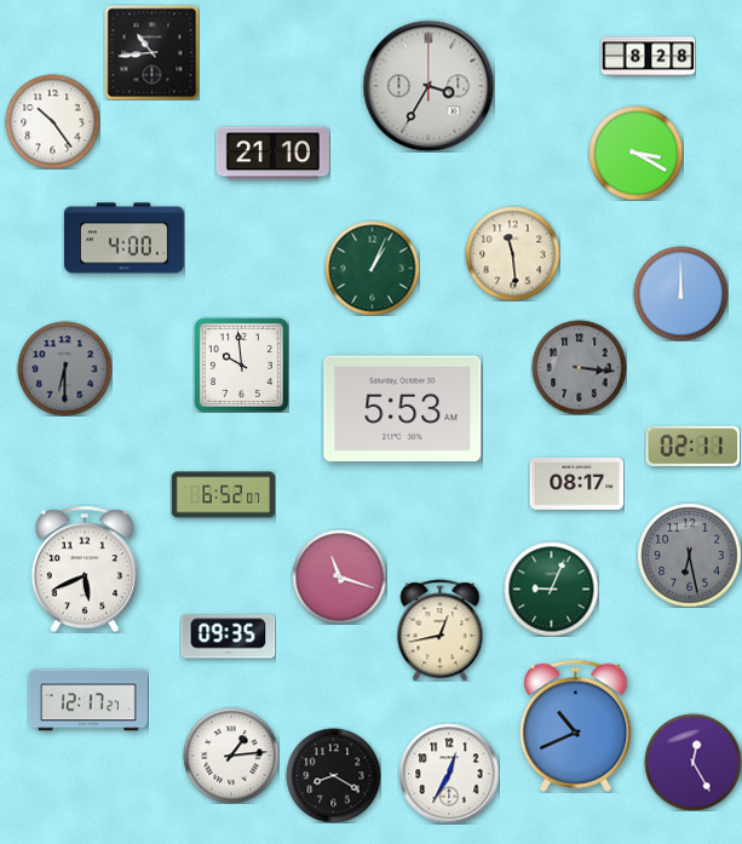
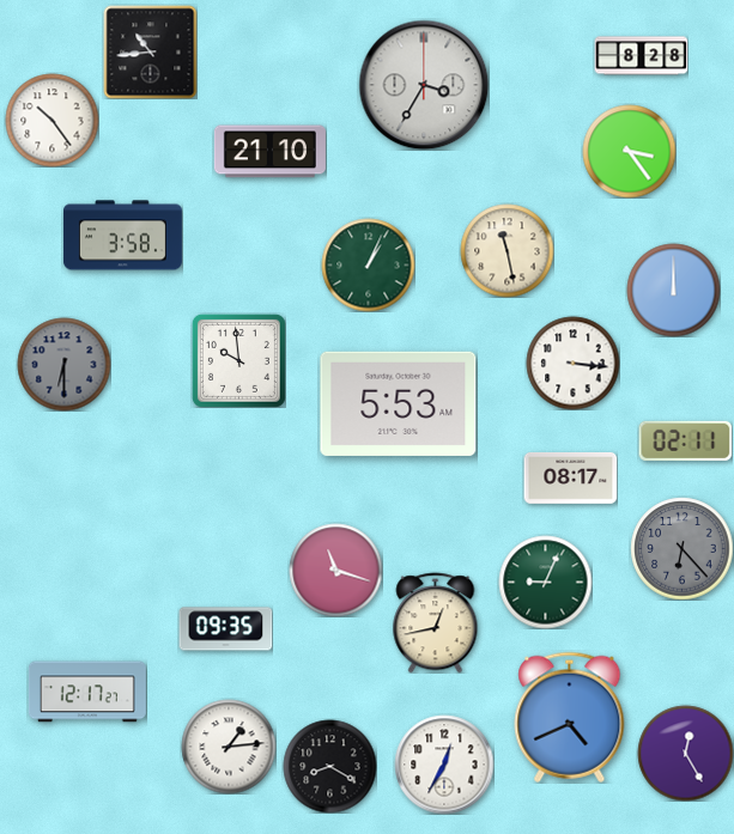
clock at (635, 153): 3:20 -> 3:24
clock at (123, 239): 4:00 -> 3:58
clock at (512, 253): 11:29 -> 11:28
clock at (579, 367) dial: grey -> white
clock at (223, 495): 6:52 -> none
clock at (689, 555): 6:28 -> 6:23
clock at (85, 569): 5:41 -> none
clock at (576, 725): 10:41 -> 4:41
